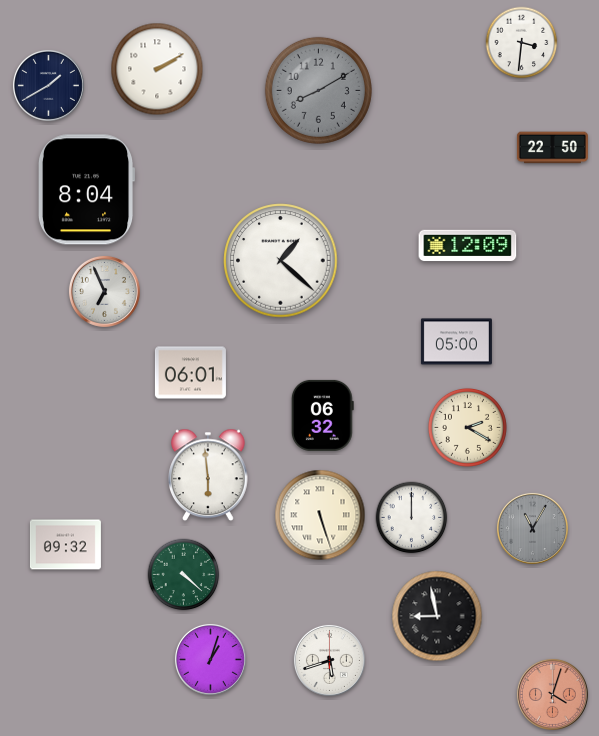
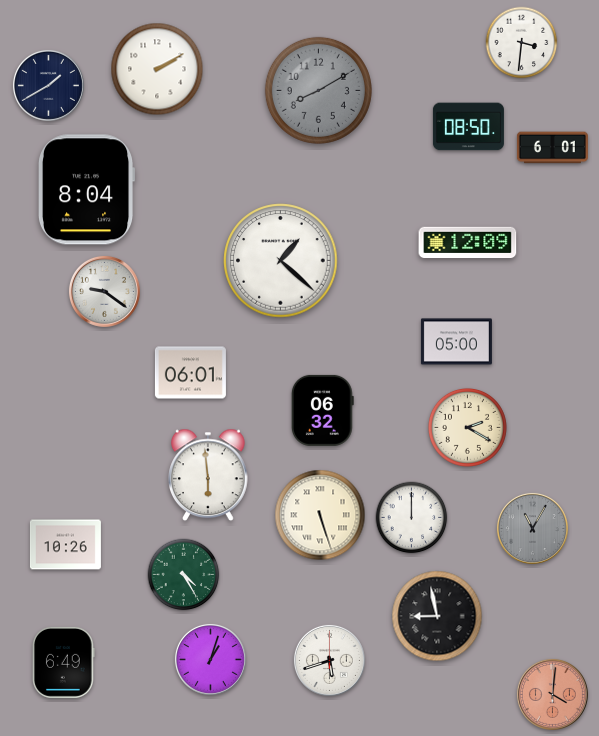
clock at (468, 127): none -> 08:50
clock at (552, 148): 22:50 -> 6:01
clock at (468, 246) position: (468, 246) -> (468, 243)
clock at (104, 291): 6:56 -> 9:21
clock at (322, 415) position: (322, 415) -> (322, 410)
clock at (65, 545): 09:32 -> 10:26
clock at (184, 575): 4:22 -> 4:25
clock at (64, 662): none -> 6:49
clock at (552, 694): 4:03 -> 4:01
